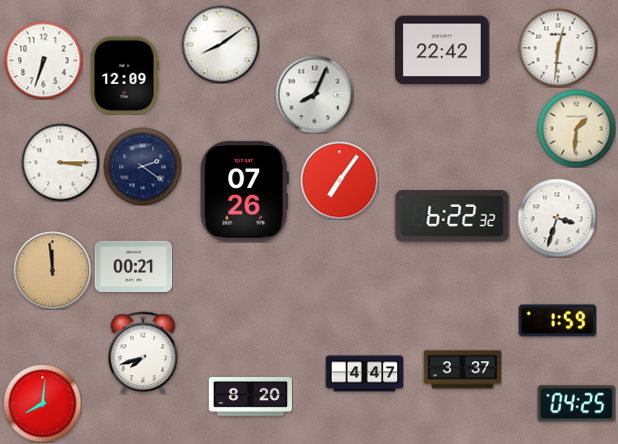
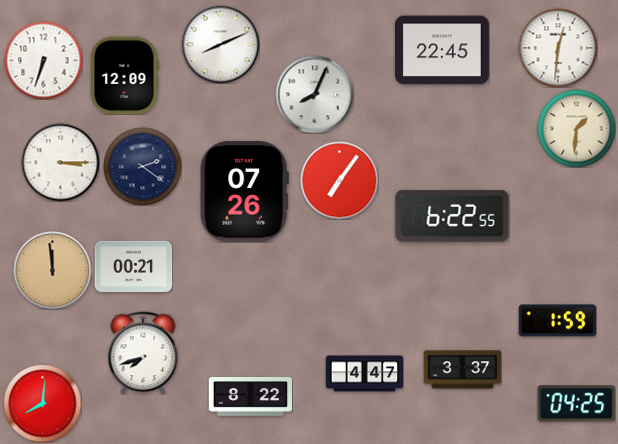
clock at (220, 44): 8:09 -> 8:11
clock at (443, 50): 22:42 -> 22:45
clock at (452, 216): 6:22:32 -> 6:22:55
clock at (557, 218): 3:33 -> none
clock at (250, 397): 8:20 -> 8:22
